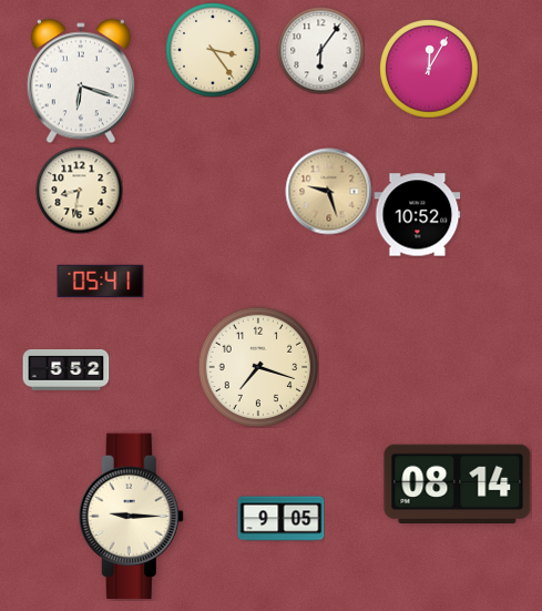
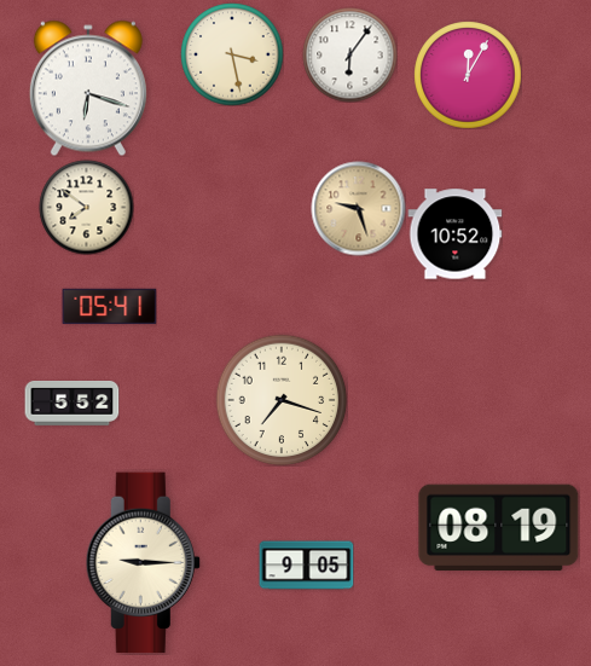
clock at (213, 50): 3:24 -> 3:28
clock at (79, 190): 8:32 -> 7:51
clock at (458, 485): 08:14 -> 08:19
